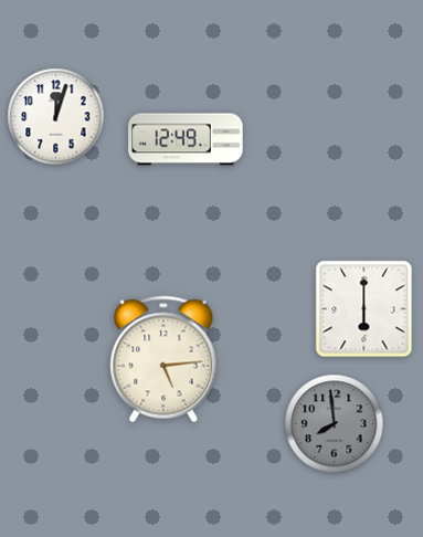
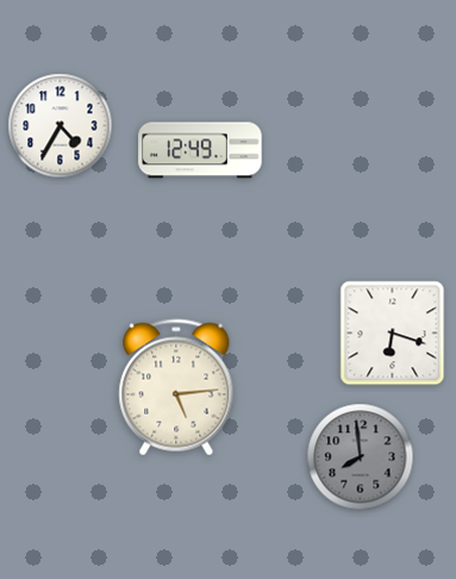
clock at (56, 117): 12:03 -> 4:35
clock at (364, 309): 6:00 -> 6:18
